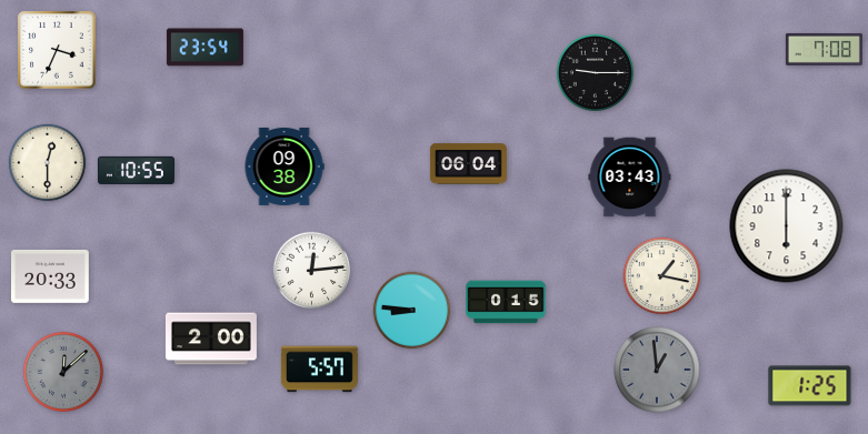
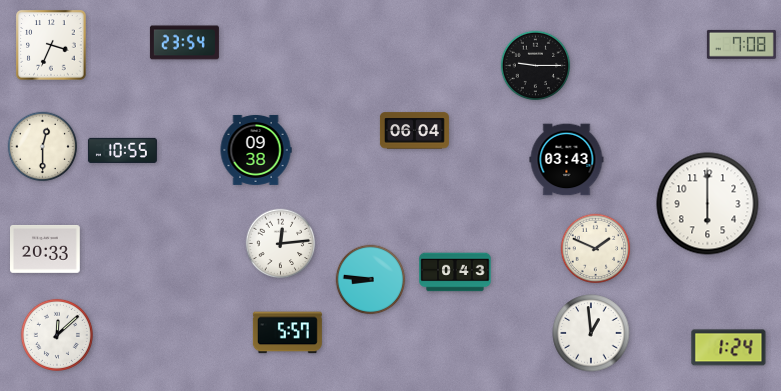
clock at (468, 164) position: (468, 164) -> (414, 131)
clock at (136, 170) position: (136, 170) -> (122, 150)
clock at (662, 276): 1:17 -> 1:49
clock at (506, 302): 0:15 -> 0:43
clock at (211, 339): 2:00 -> none
clock at (657, 370) dial: grey -> white
clock at (63, 372) dial: grey -> white
clock at (810, 386): 1:25 -> 1:24
